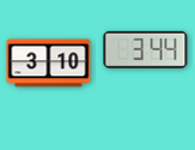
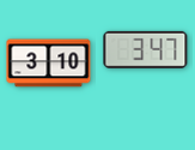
clock at (146, 49): 3:44 -> 3:47
